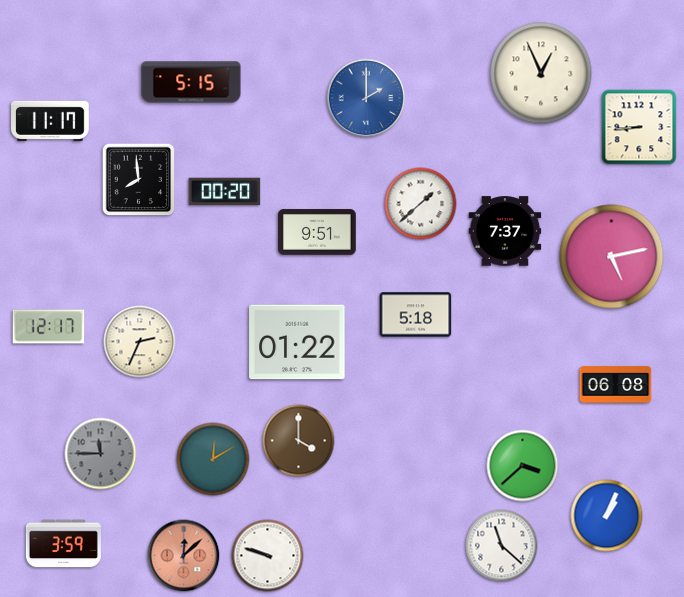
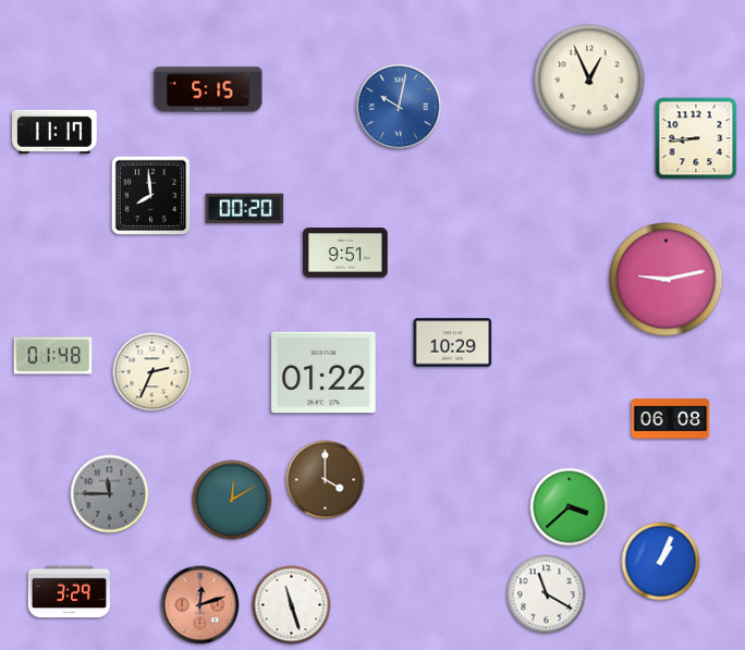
clock at (366, 98): 2:00 -> 10:02
clock at (421, 204): 1:38 -> none
clock at (505, 231): 7:37 -> none
clock at (612, 257): 5:13 -> 9:13
clock at (416, 315): 5:18 -> 10:29
clock at (49, 327): 12:17 -> 01:48
clock at (63, 544): 3:59 -> 3:29
clock at (502, 546): 11:22 -> 11:20
clock at (184, 556): 12:08 -> 12:12
clock at (268, 556): 9:48 -> 11:27
